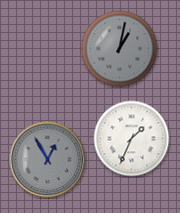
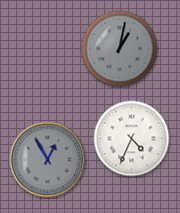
clock at (132, 139): 1:34 -> 4:34
